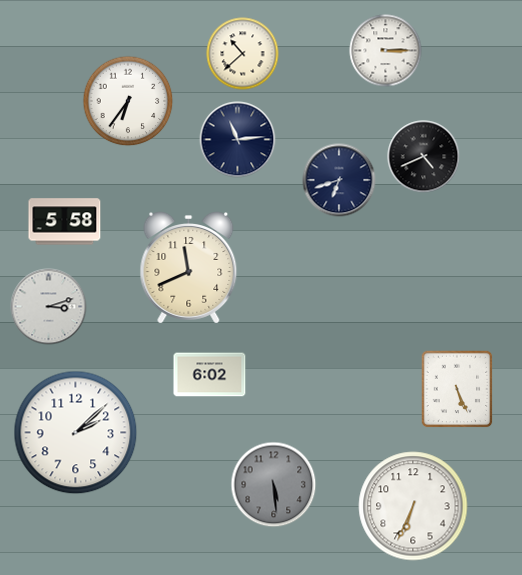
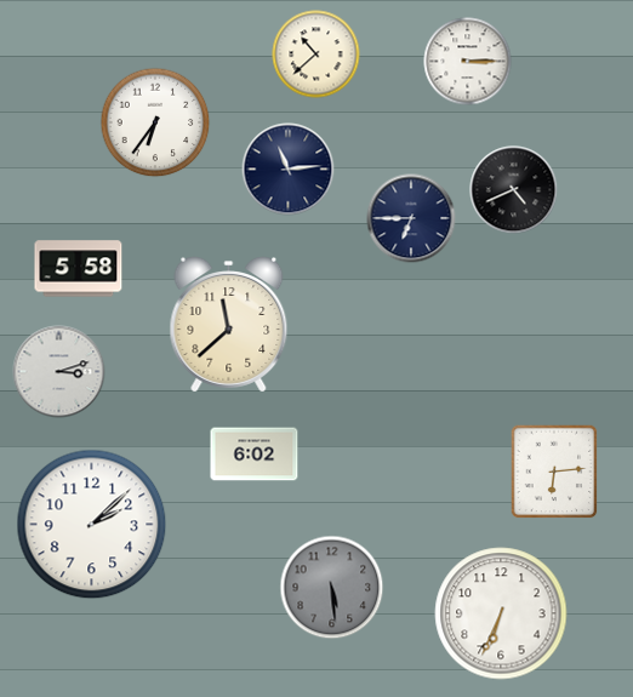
clock at (243, 54) position: (243, 54) -> (316, 55)
clock at (339, 180): 6:42 -> 6:45
clock at (189, 268): 11:41 -> 11:38
clock at (457, 389): 5:26 -> 6:14
